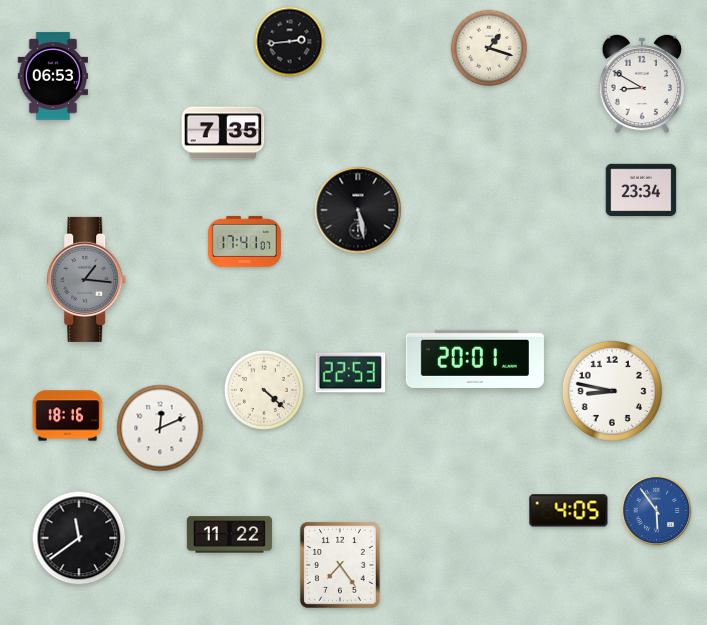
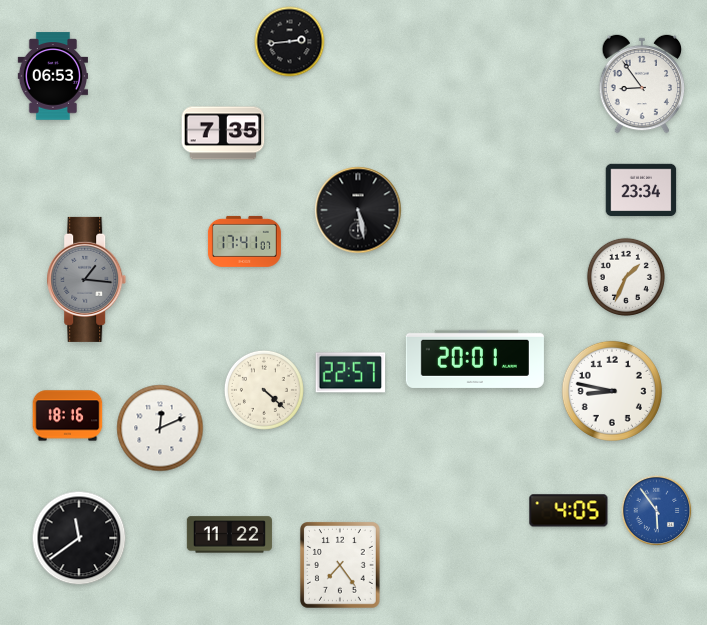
clock at (489, 48): 1:18 -> none
clock at (642, 84): 8:50 -> 8:54
clock at (626, 277): none -> 1:34
clock at (351, 373): 22:53 -> 22:57
